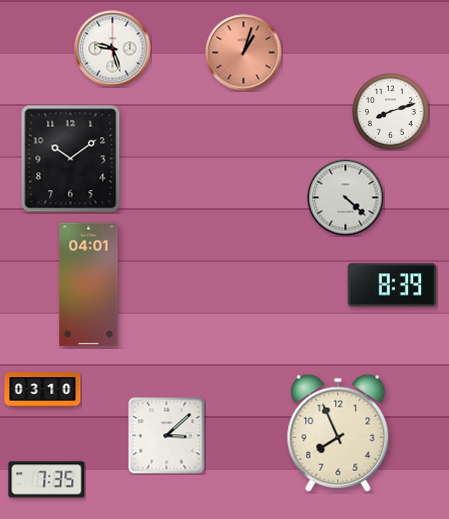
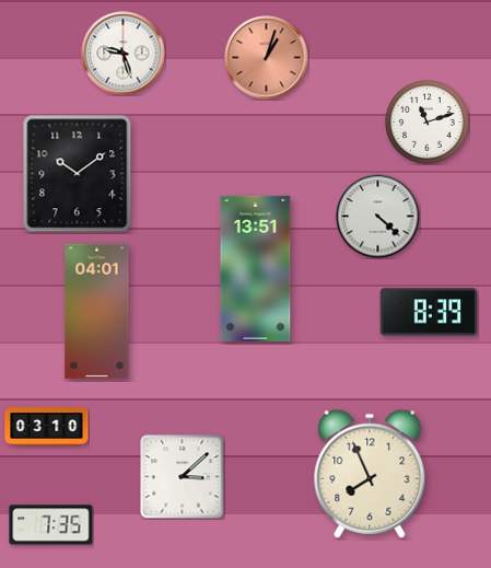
clock at (391, 112): 8:12 -> 11:12
clock at (256, 268): none -> 13:51
